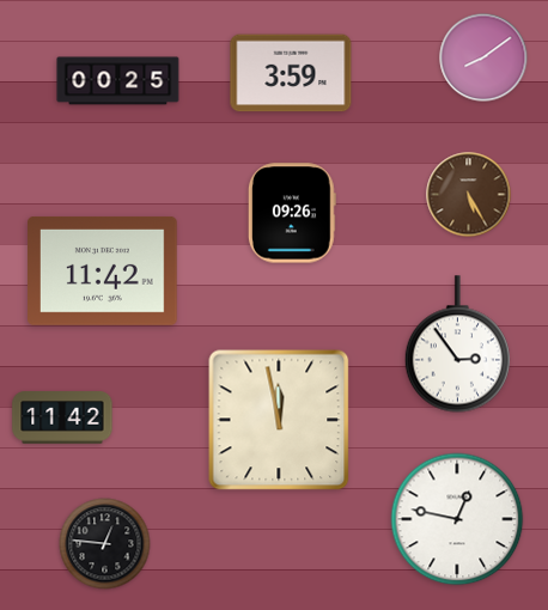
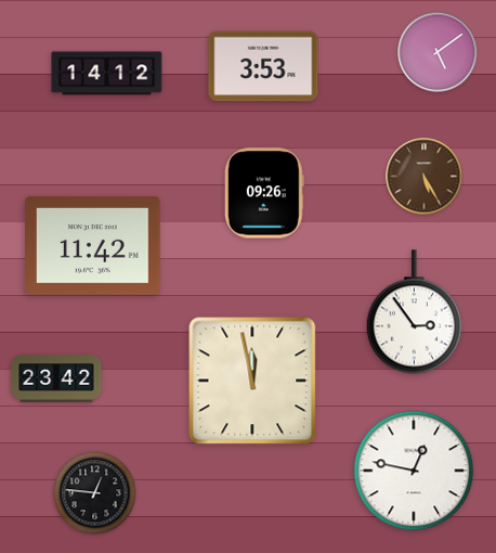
clock at (483, 57): 8:09 -> 5:09
clock at (291, 73): 3:59 -> 3:53
clock at (118, 81): 00:25 -> 14:12
clock at (62, 417): 11:42 -> 23:42
